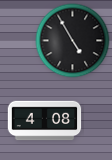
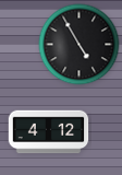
clock at (45, 121): 4:08 -> 4:12
